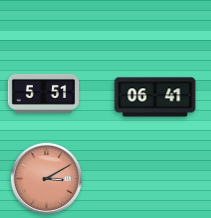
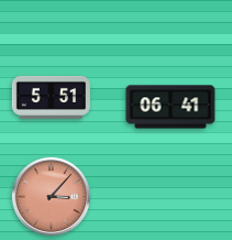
clock at (43, 93) position: (43, 93) -> (51, 97)
clock at (46, 178): 3:10 -> 3:07
